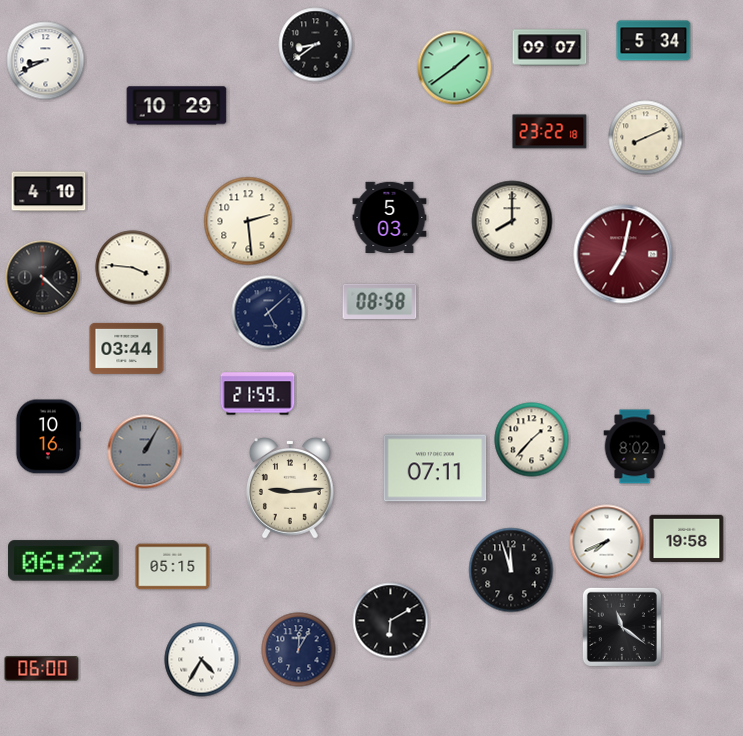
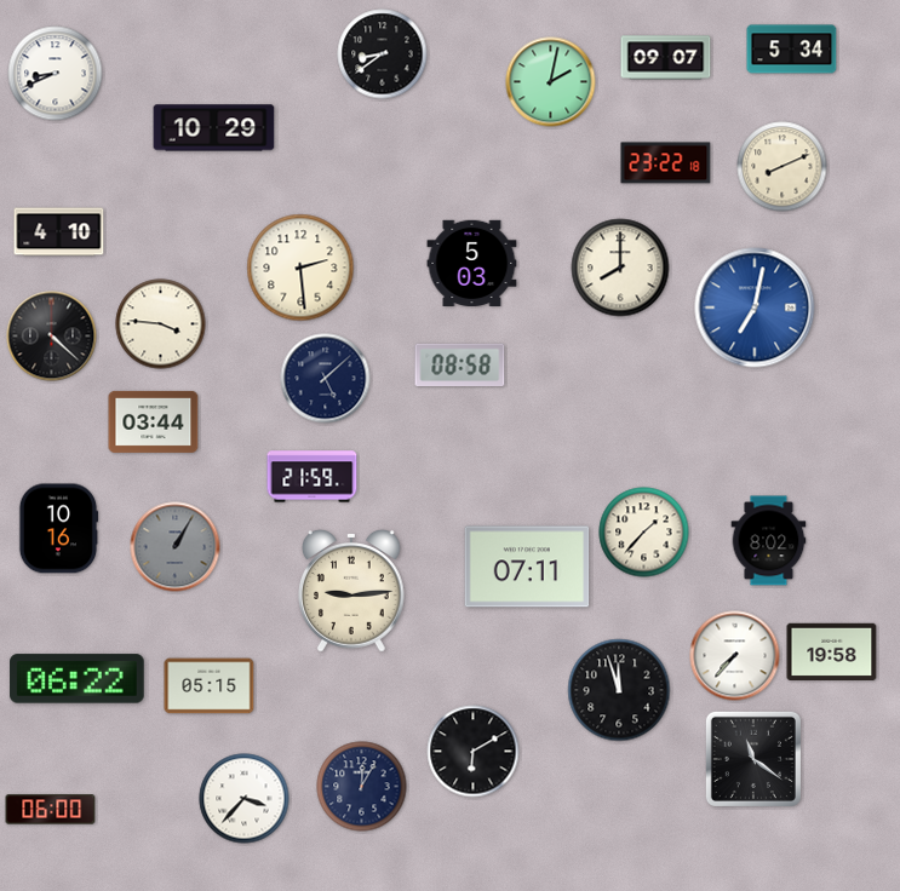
clock at (455, 68): 1:39 -> 2:02
clock at (550, 132) position: (550, 132) -> (666, 163)
clock at (623, 254) dial: burgundy -> blue
clock at (607, 542): 7:41 -> 7:37
clock at (202, 660): 4:35 -> 3:37
